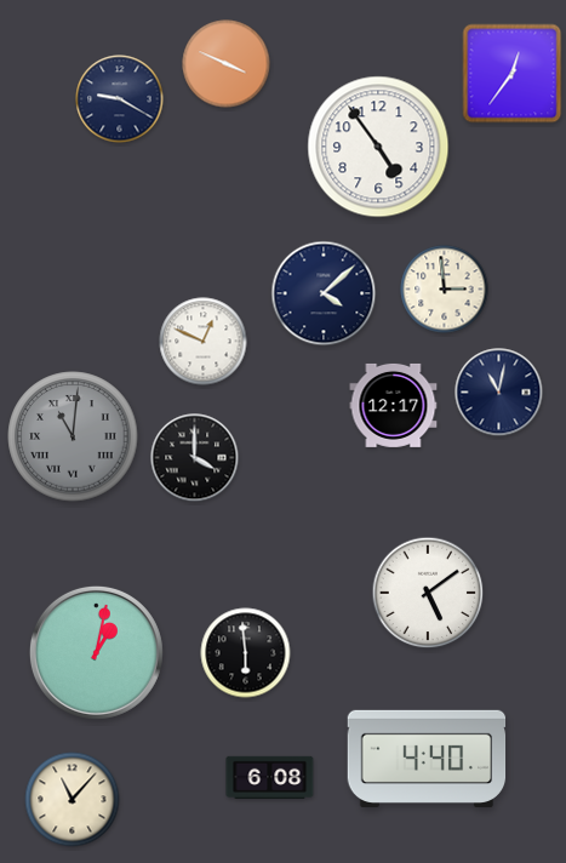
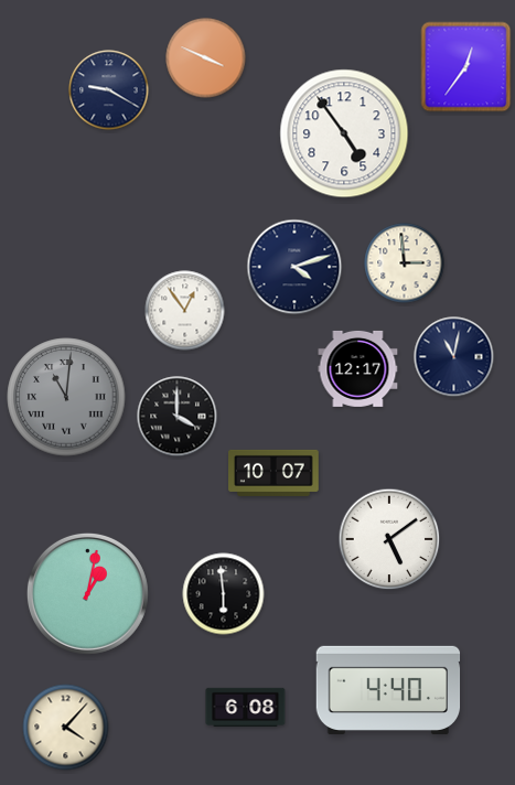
clock at (324, 293): 4:08 -> 4:12
clock at (204, 342): 12:49 -> 12:54
clock at (273, 473): none -> 10:07
clock at (73, 800): 11:07 -> 4:07
